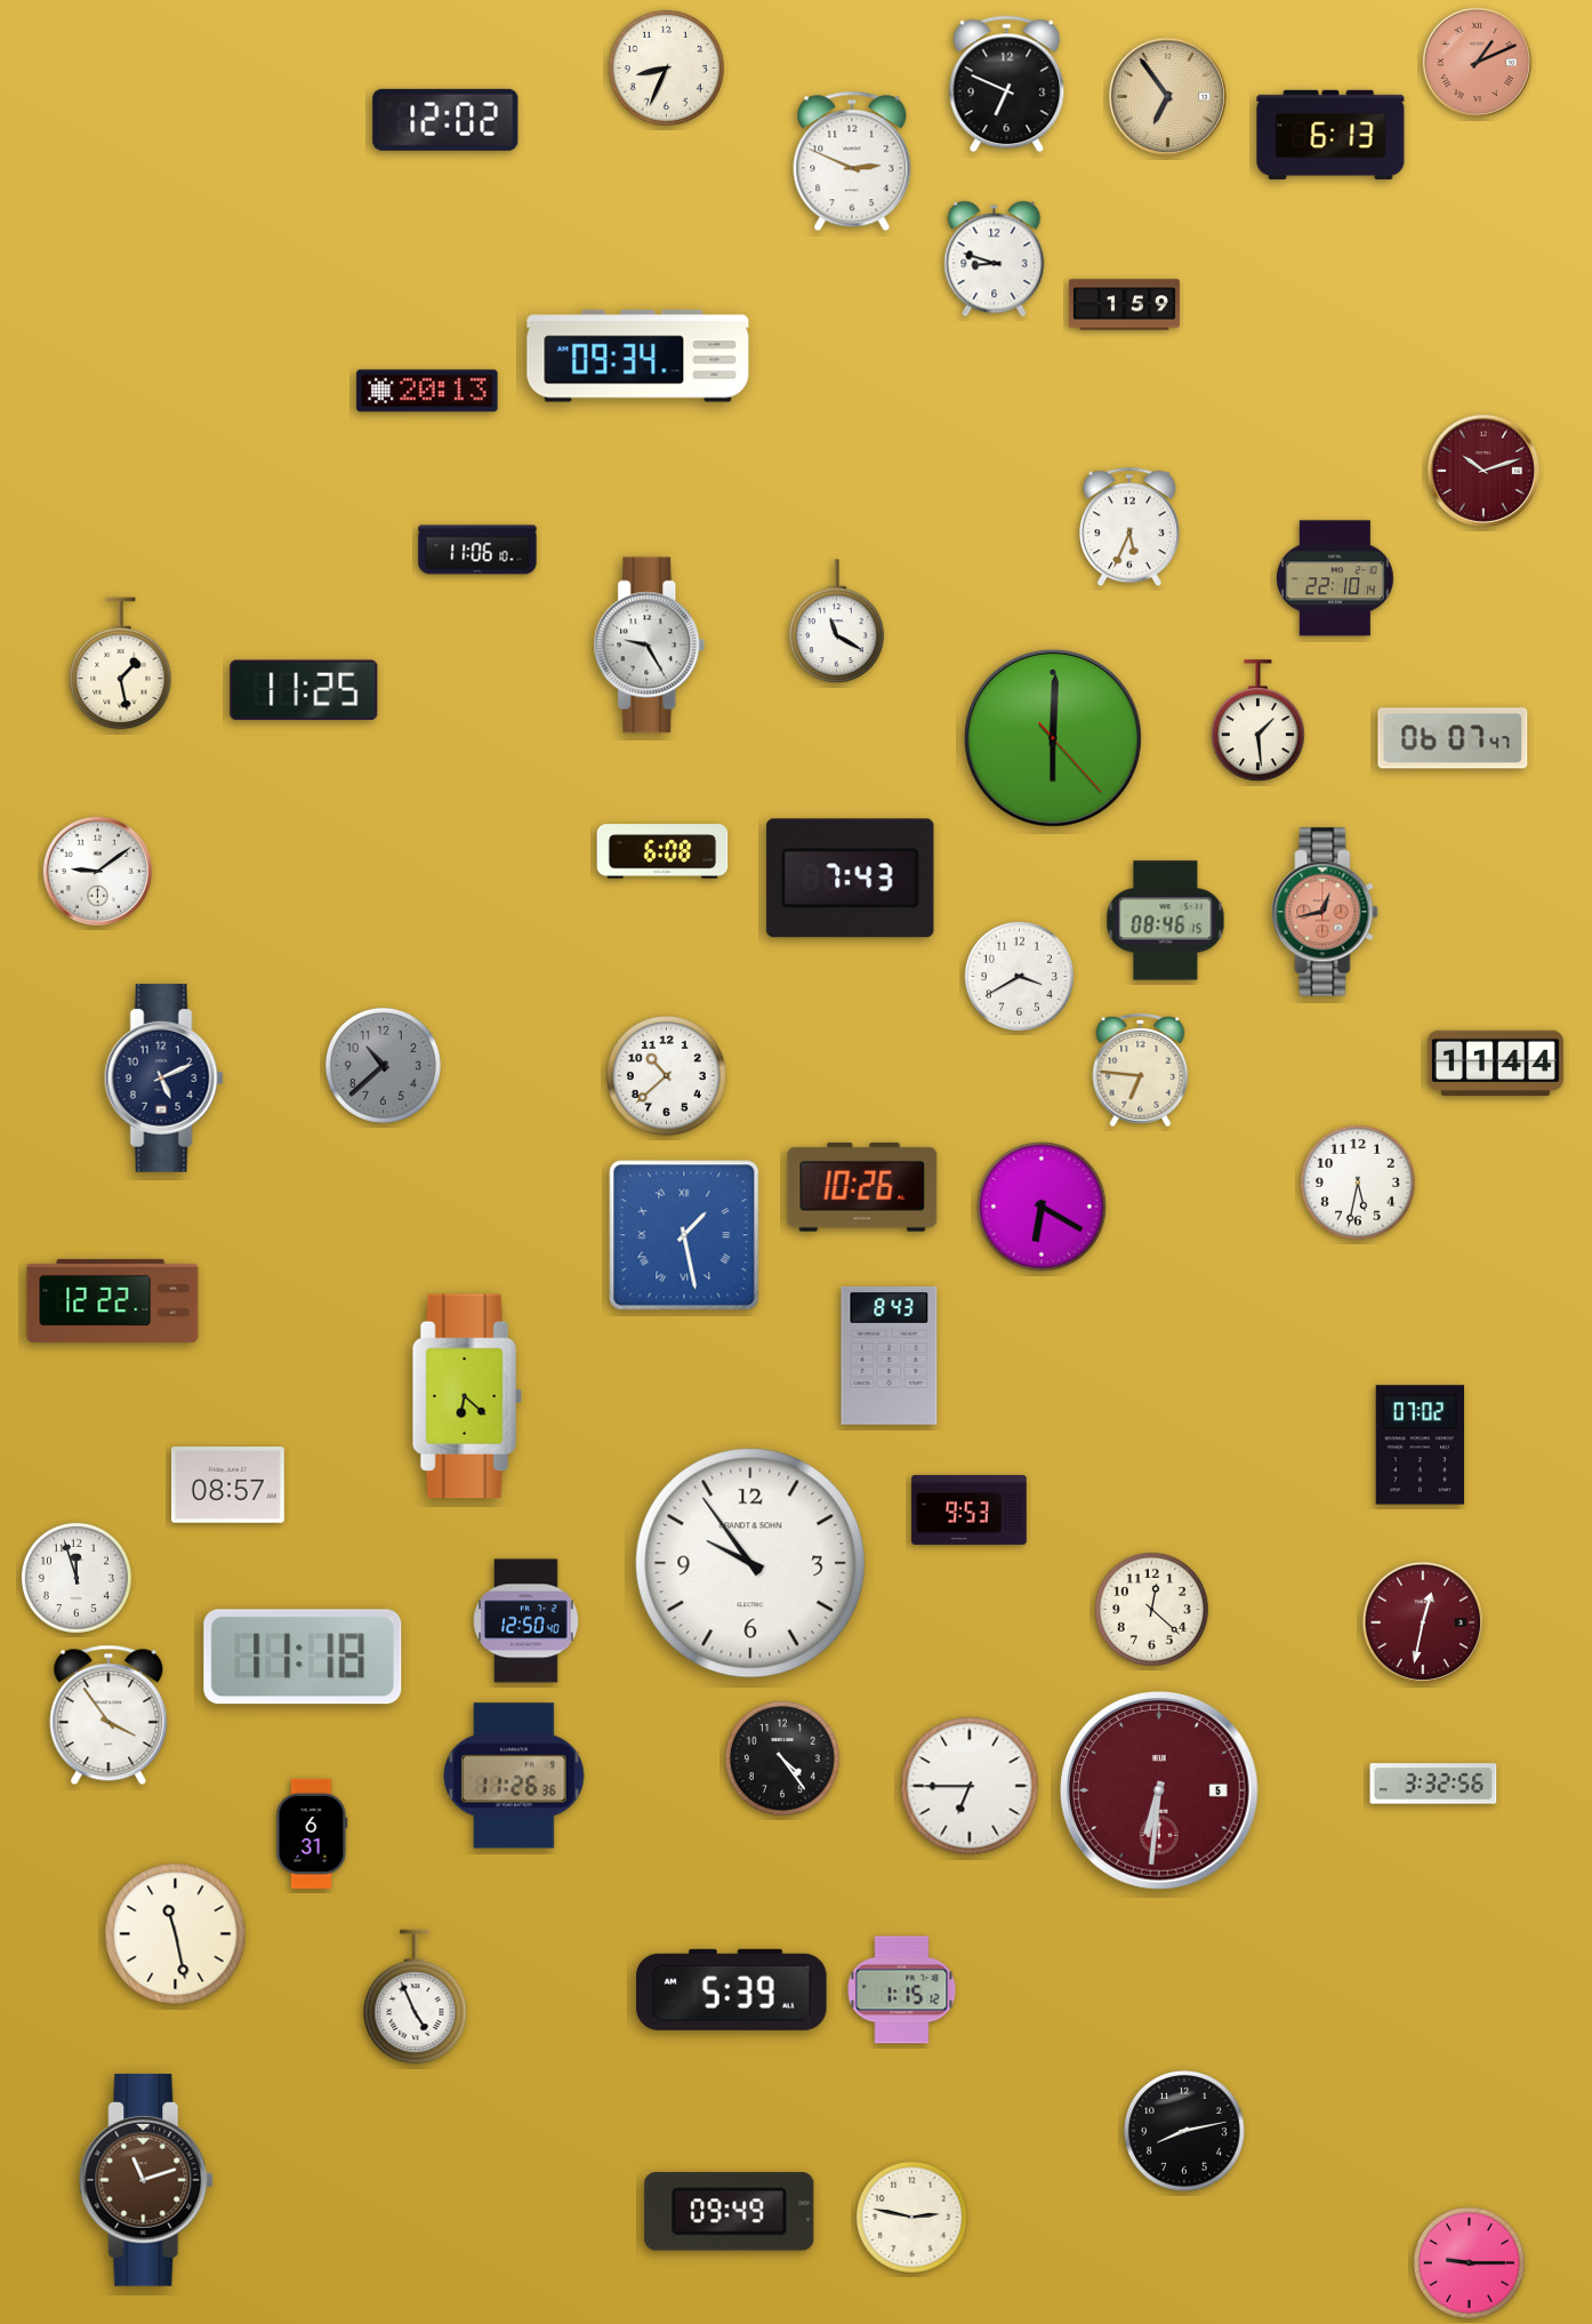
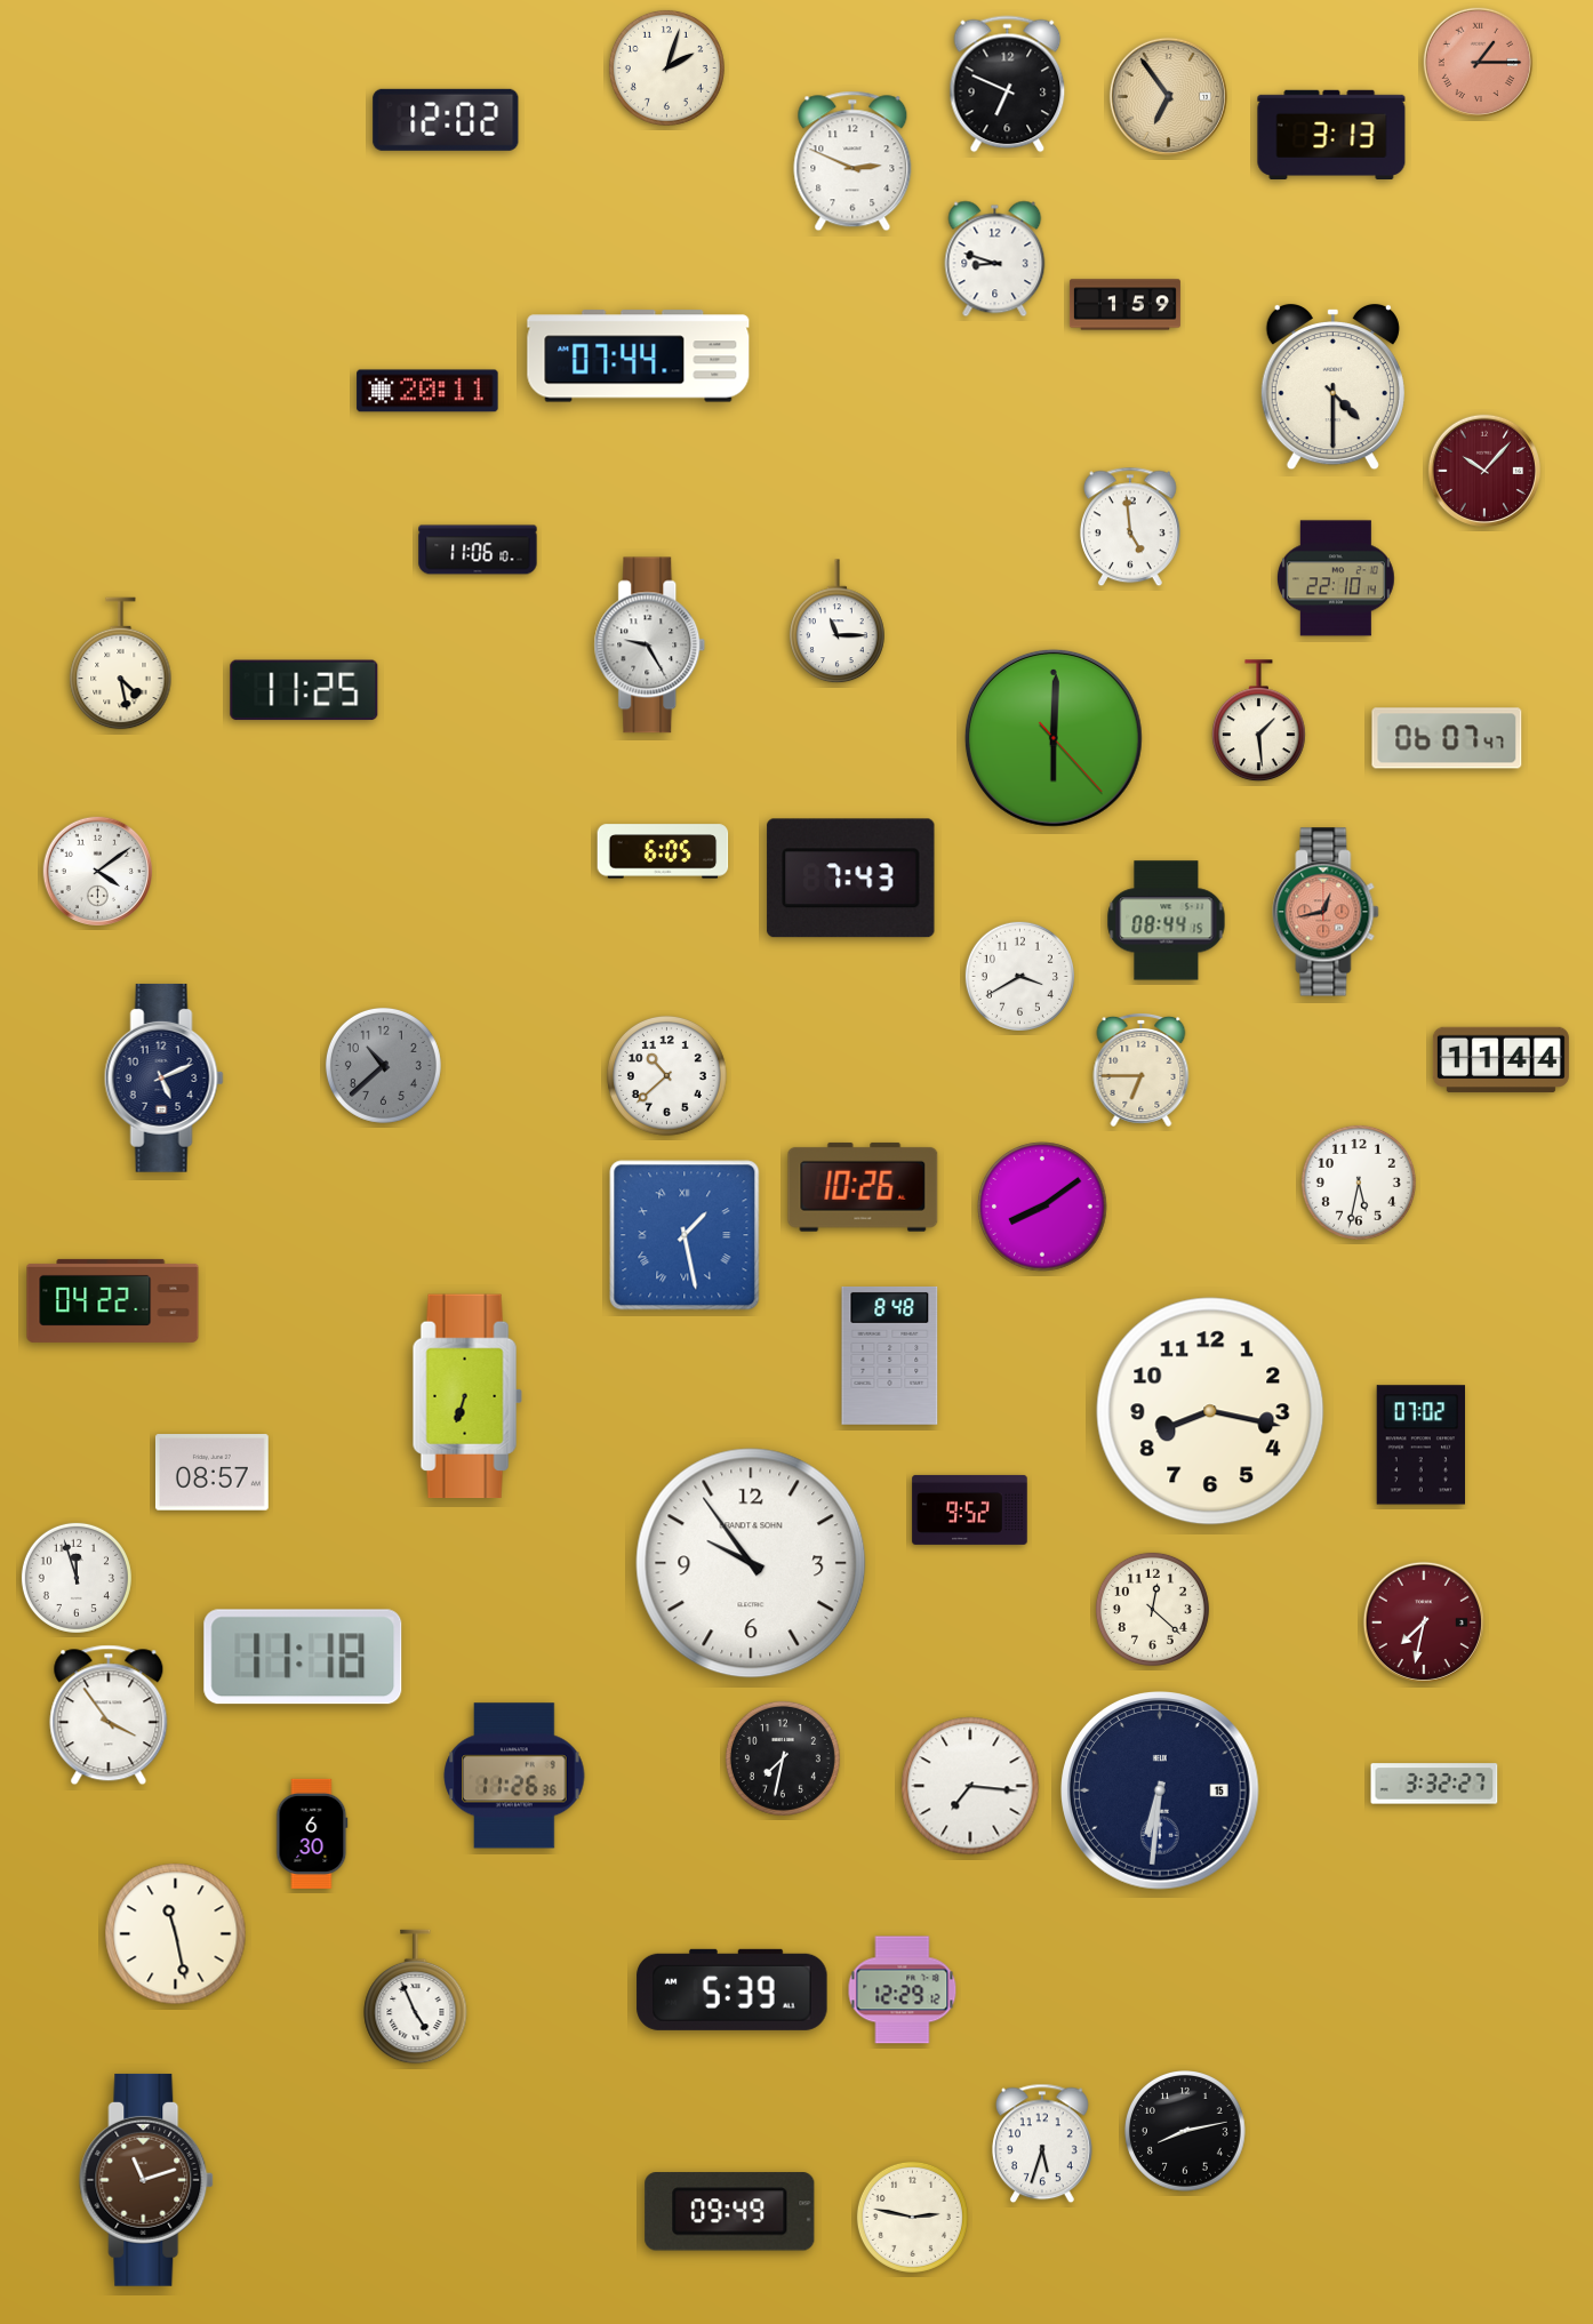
clock at (1477, 62): 1:11 -> 1:15
clock at (666, 67): 8:34 -> 2:03
clock at (1330, 134): 6:13 -> 3:13
clock at (638, 356): 09:34 -> 07:44
clock at (1332, 387): none -> 4:30
clock at (427, 391): 20:13 -> 20:11
clock at (1482, 470): 10:12 -> 10:07
clock at (1129, 527): 5:34 -> 4:59
clock at (837, 622): 11:20 -> 11:15
clock at (121, 664): 1:28 -> 4:28
clock at (1453, 738) position: (1453, 738) -> (1447, 738)
clock at (662, 851): 6:08 -> 6:05
clock at (97, 871): 9:09 -> 4:09
clock at (1166, 921): 08:46 -> 08:44
clock at (1495, 1064) position: (1495, 1064) -> (1500, 1060)
clock at (1141, 1069): 6:46 -> 6:45
clock at (1042, 1207): 6:20 -> 8:09
clock at (113, 1300): 12:22 -> 04:22
clock at (890, 1355): 8:43 -> 8:48
clock at (467, 1396): 6:22 -> 6:33
clock at (1210, 1411): none -> 8:17
clock at (227, 1485) position: (227, 1485) -> (211, 1473)
clock at (970, 1509): 9:53 -> 9:52
clock at (526, 1621): 12:50 -> none
clock at (1423, 1622): 12:32 -> 7:32
clock at (782, 1758): 4:24 -> 7:32
clock at (1433, 1784): 3:32:56 -> 3:32:27
clock at (970, 1786): 6:45 -> 7:16
clock at (1160, 1792) date: 5 -> 15
clock at (1160, 1792) dial: burgundy -> navy
clock at (312, 1834): 6:31 -> 6:30
clock at (902, 1990): 1:15 -> 12:29
clock at (1042, 2143): none -> 5:33
clock at (1469, 2262): 9:15 -> none
